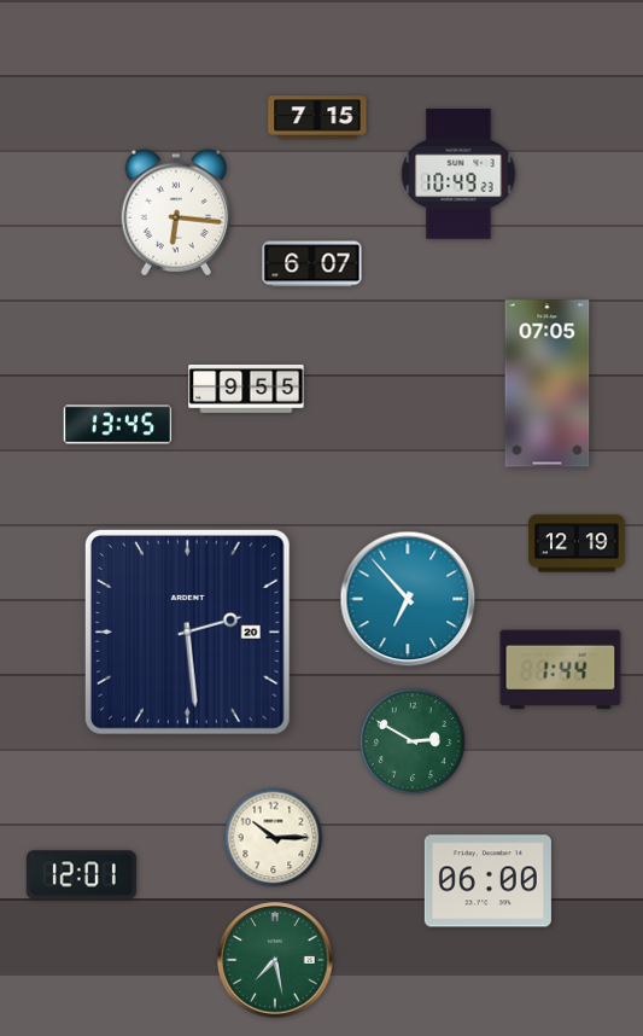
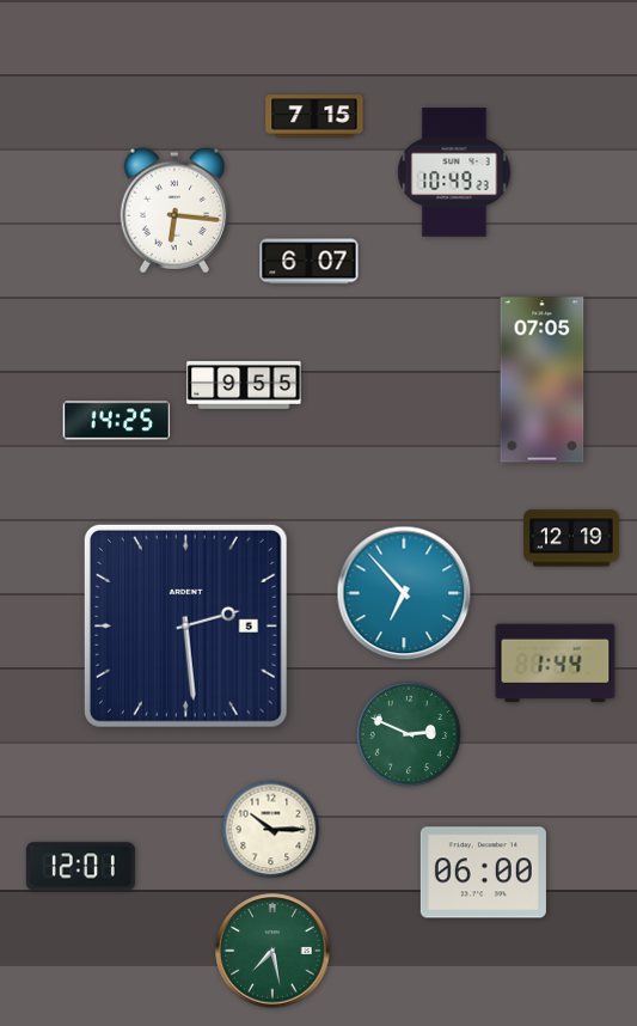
clock at (118, 425): 13:45 -> 14:25
clock at (187, 632) date: 20 -> 5
clock at (413, 741): 2:50 -> 2:49
